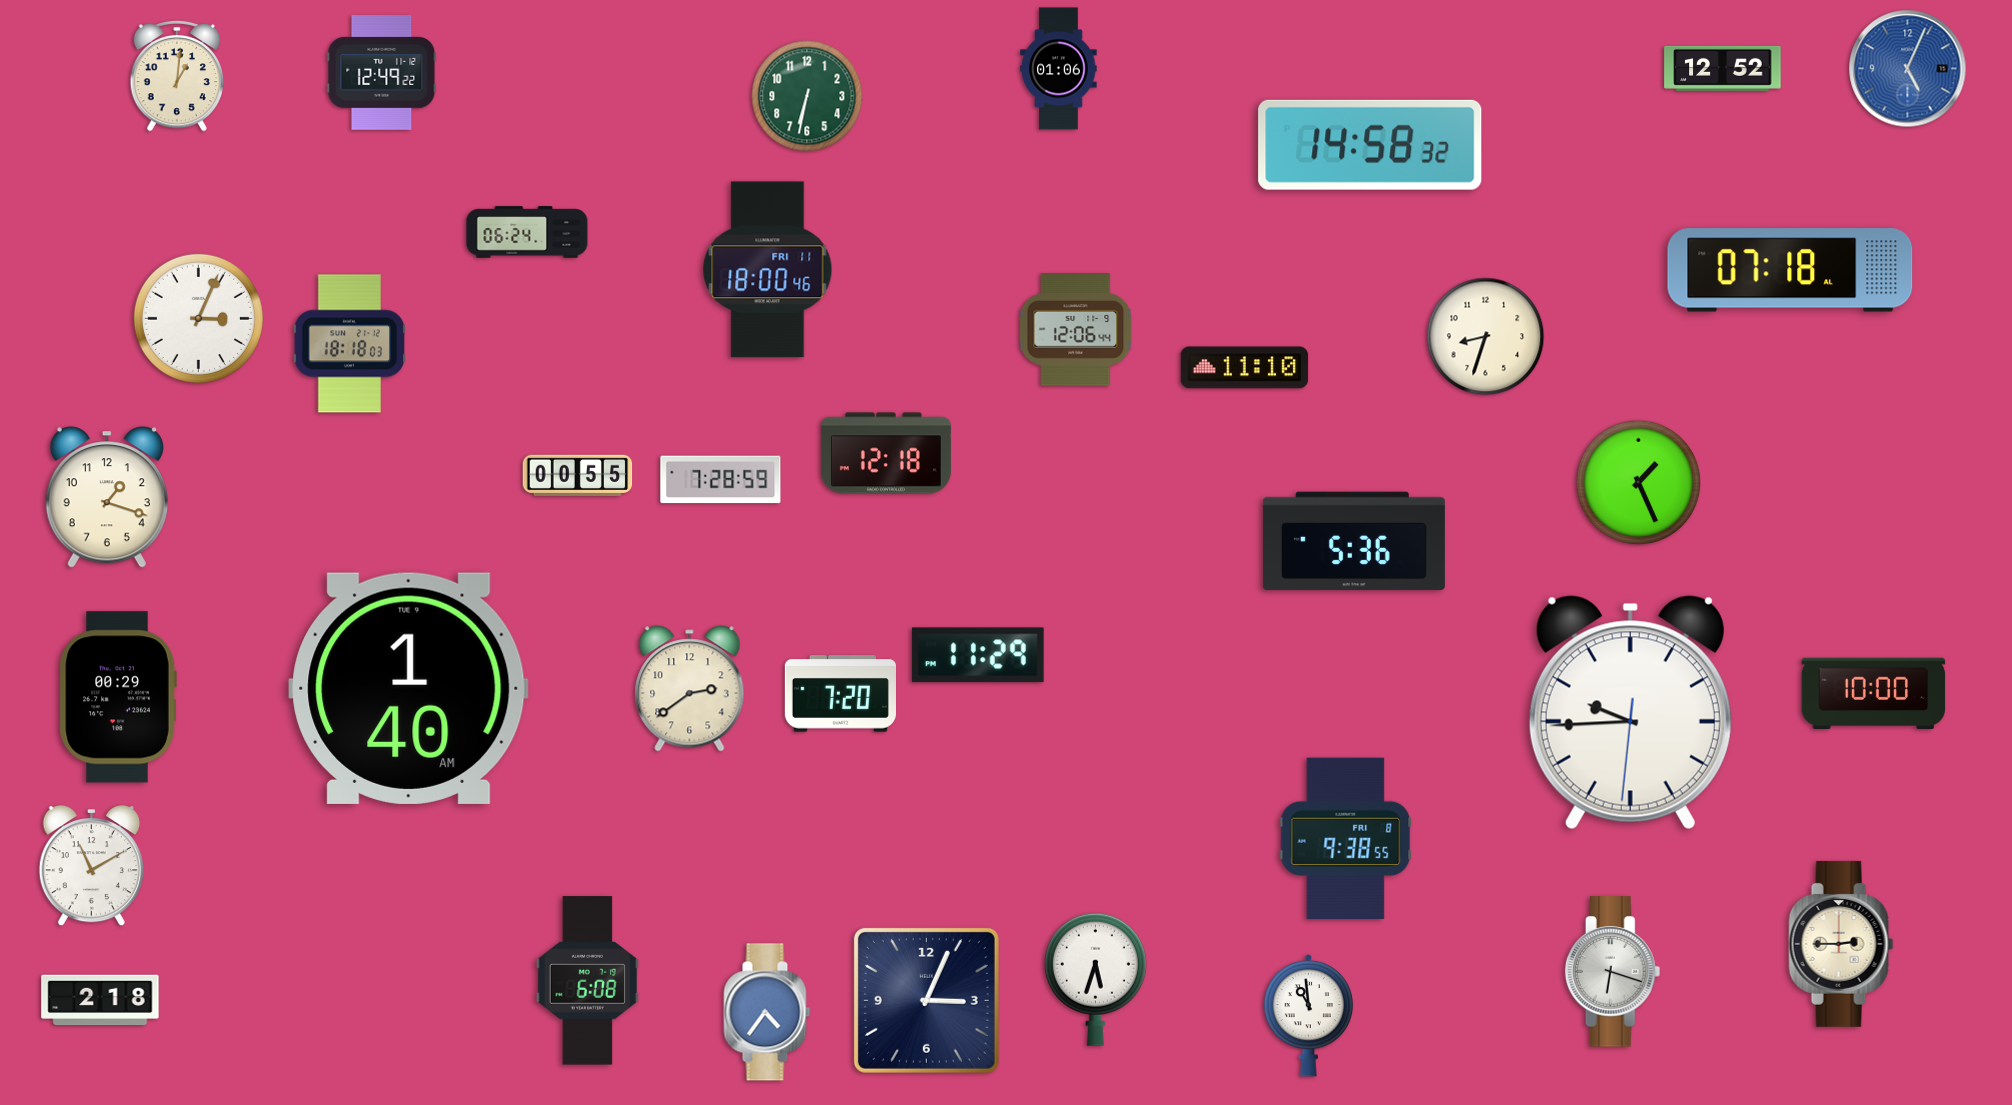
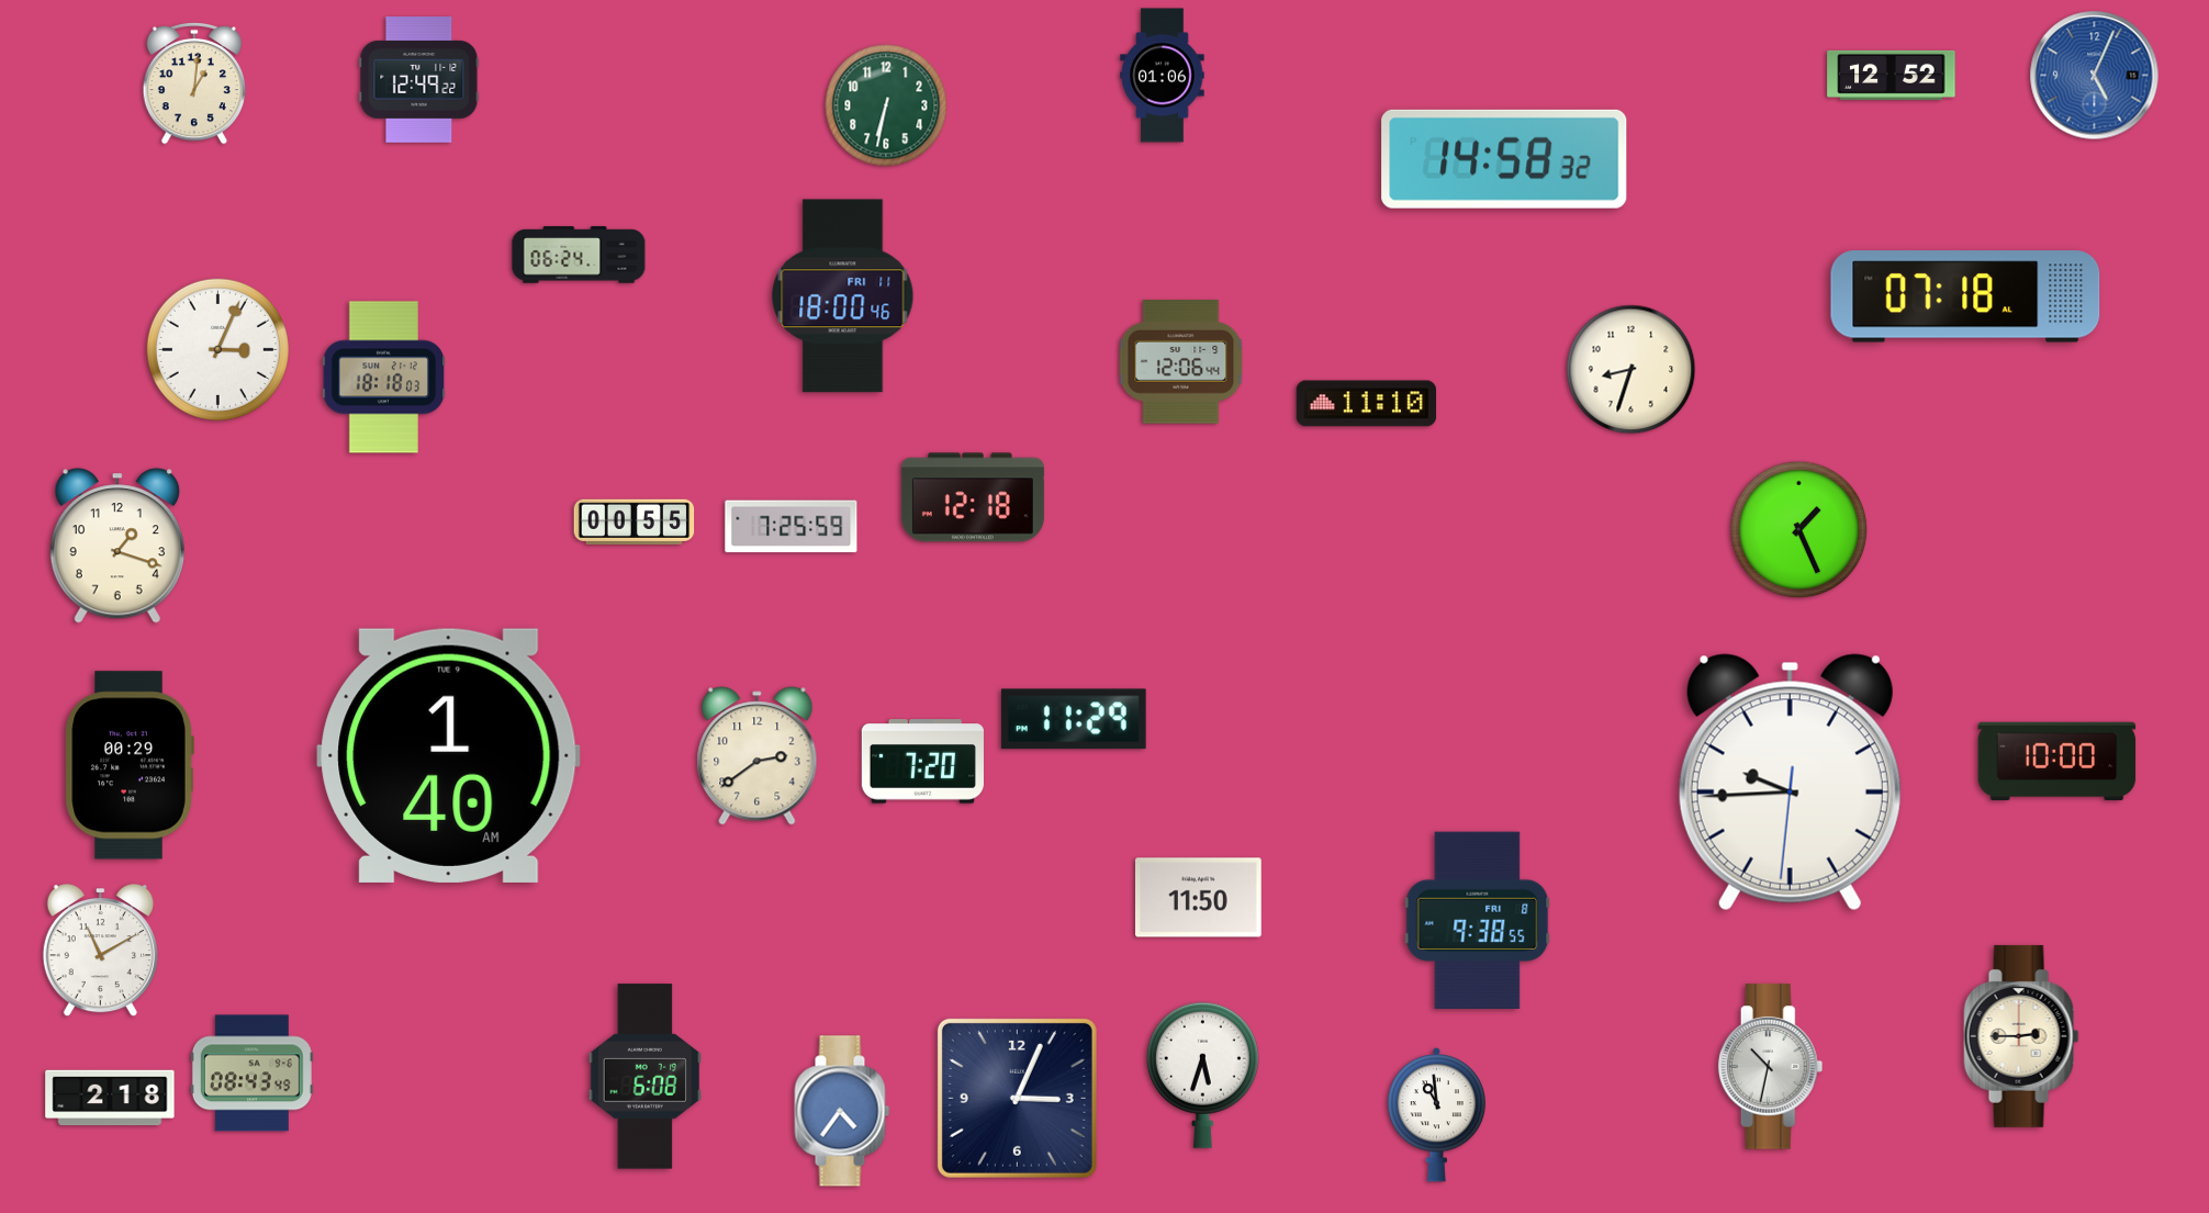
clock at (721, 480): 7:28 -> 7:25
clock at (1354, 541): 5:36 -> none
clock at (1199, 898): none -> 11:50
clock at (1613, 972): 6:18 -> 10:32
clock at (251, 1074): none -> 08:43
